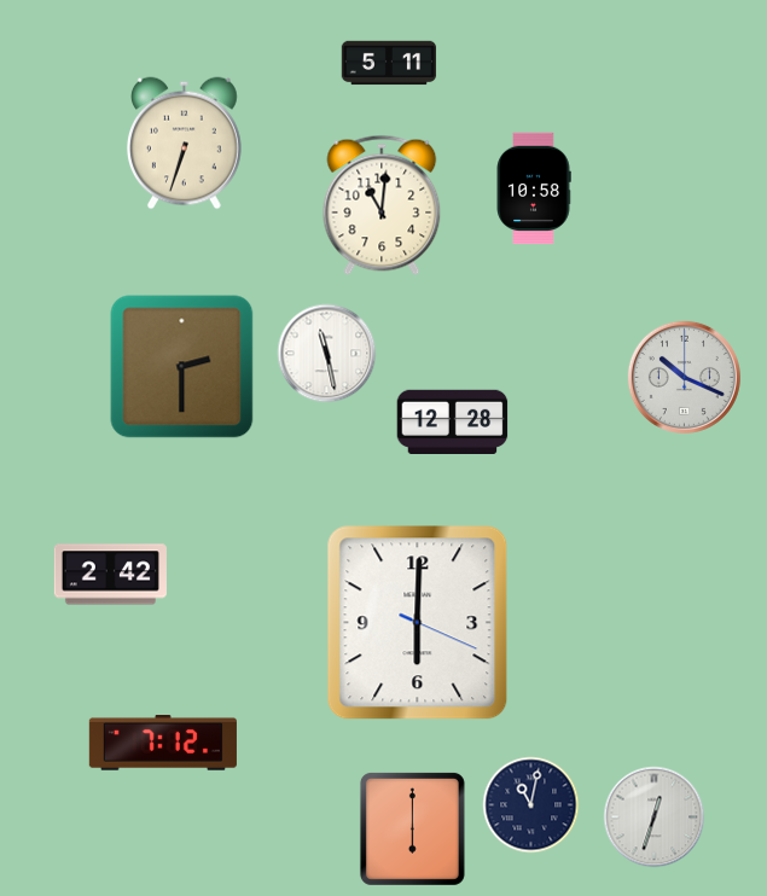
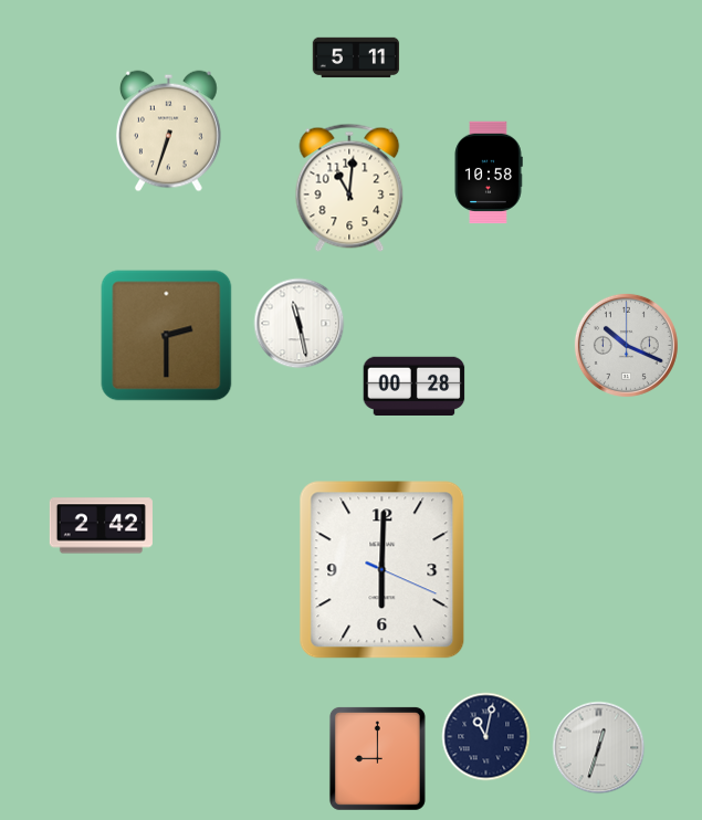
clock at (453, 421): 12:28 -> 00:28
clock at (163, 744): 7:12 -> none
clock at (412, 828): 6:00 -> 9:00
